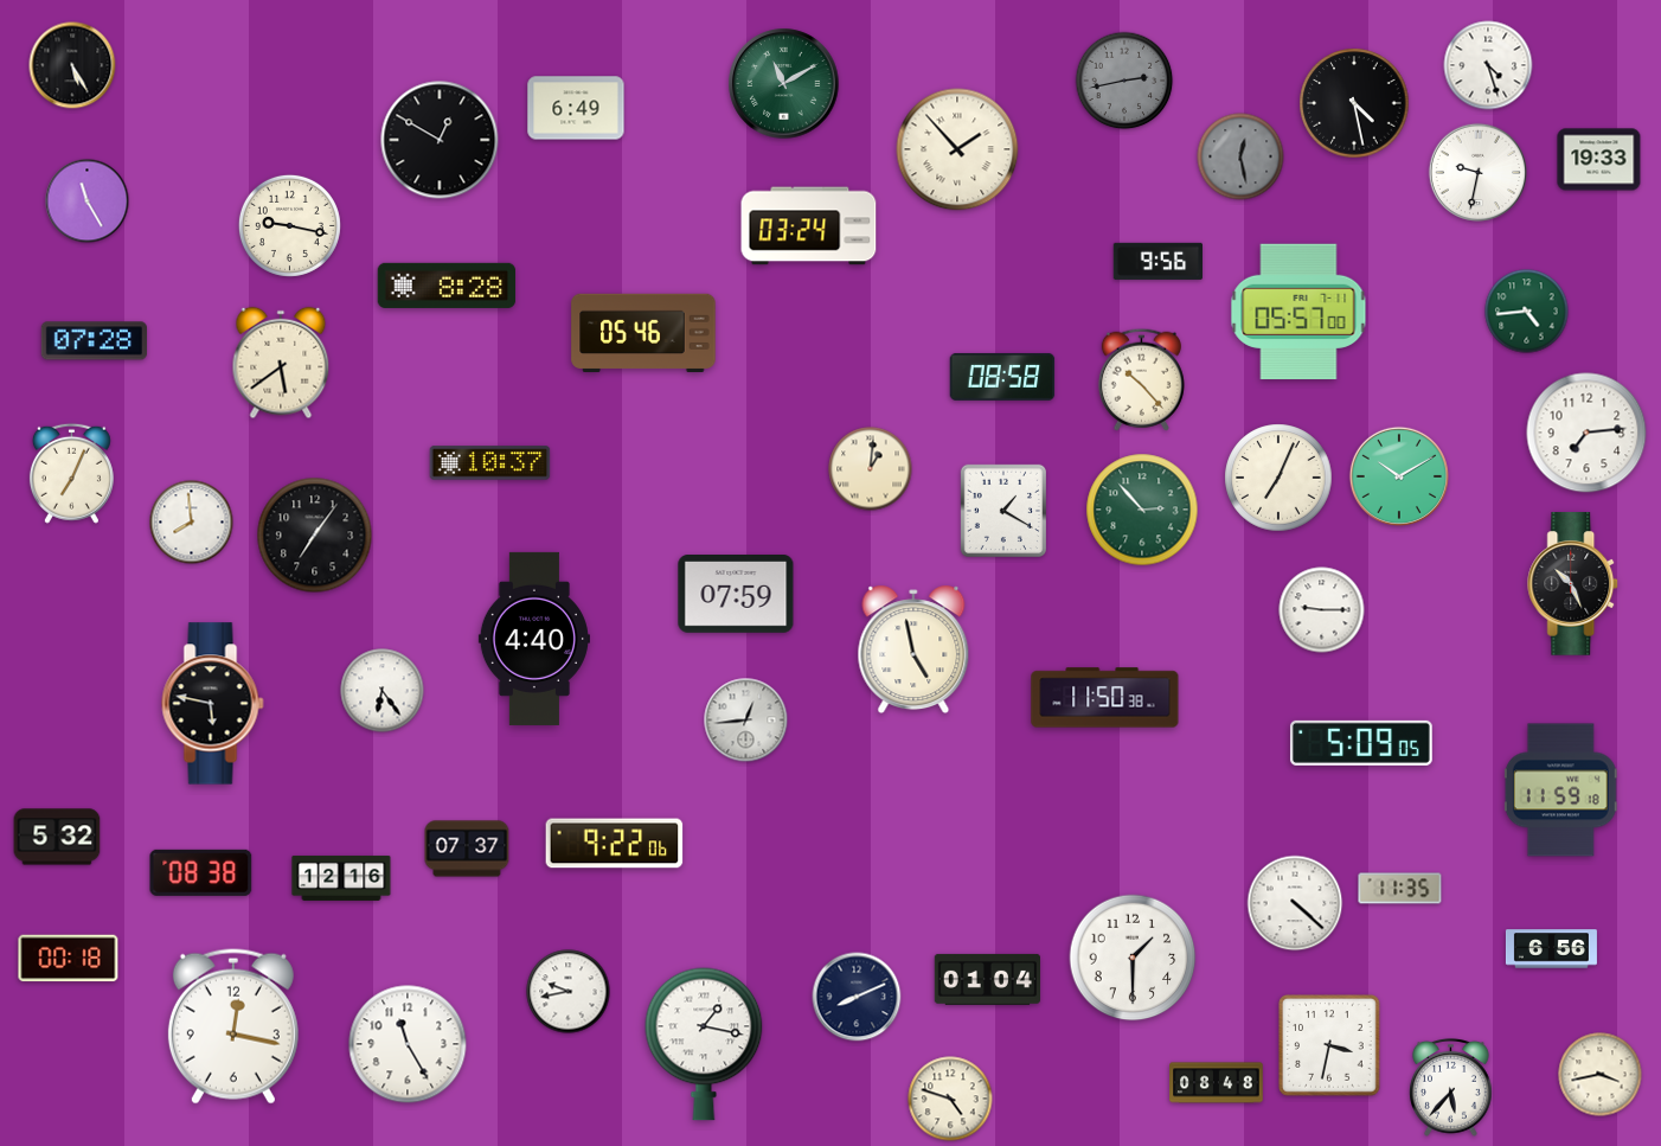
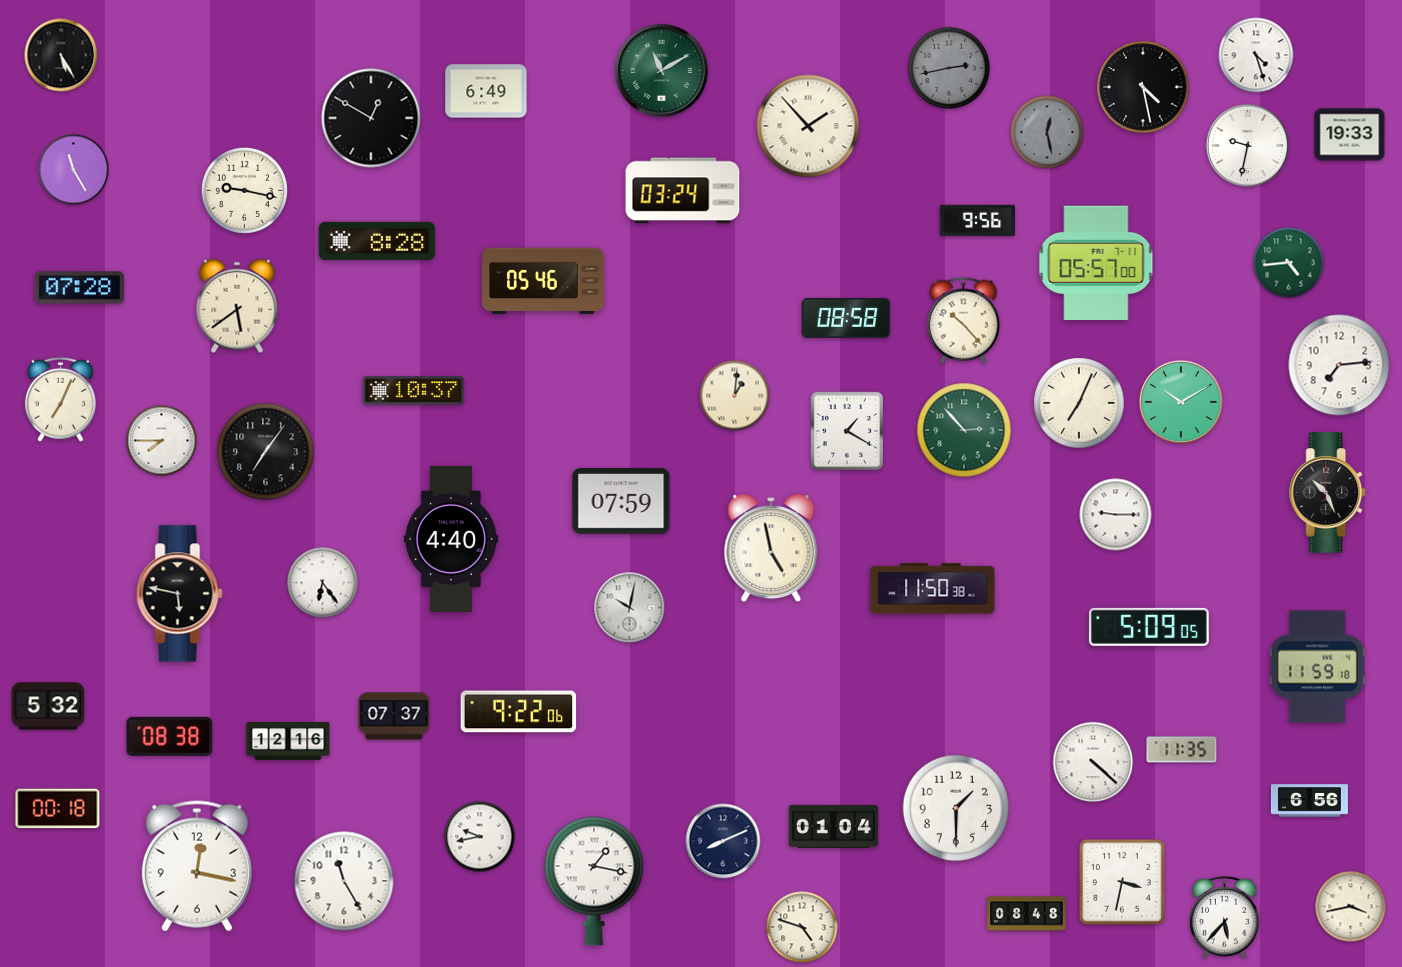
clock at (192, 523): 7:59 -> 7:45
clock at (746, 721): 12:44 -> 10:02
